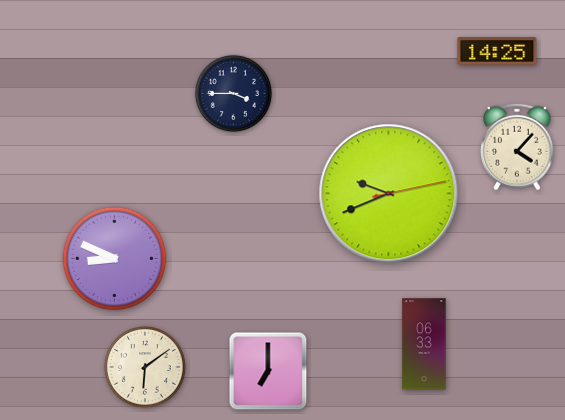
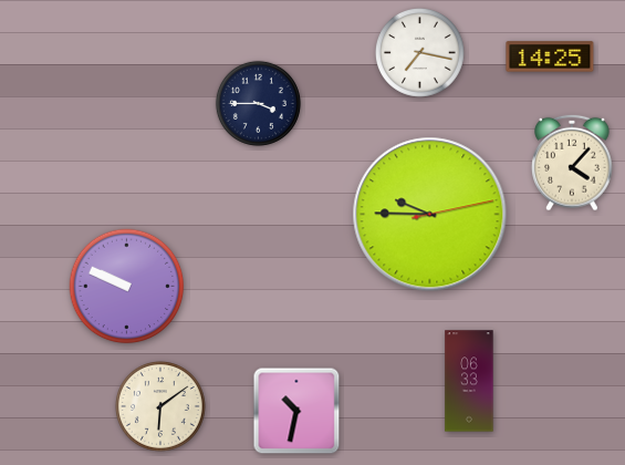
clock at (420, 53): none -> 7:17
clock at (389, 194): 9:41 -> 9:45
clock at (115, 259): 8:49 -> 9:49
clock at (268, 371): 7:00 -> 10:32
